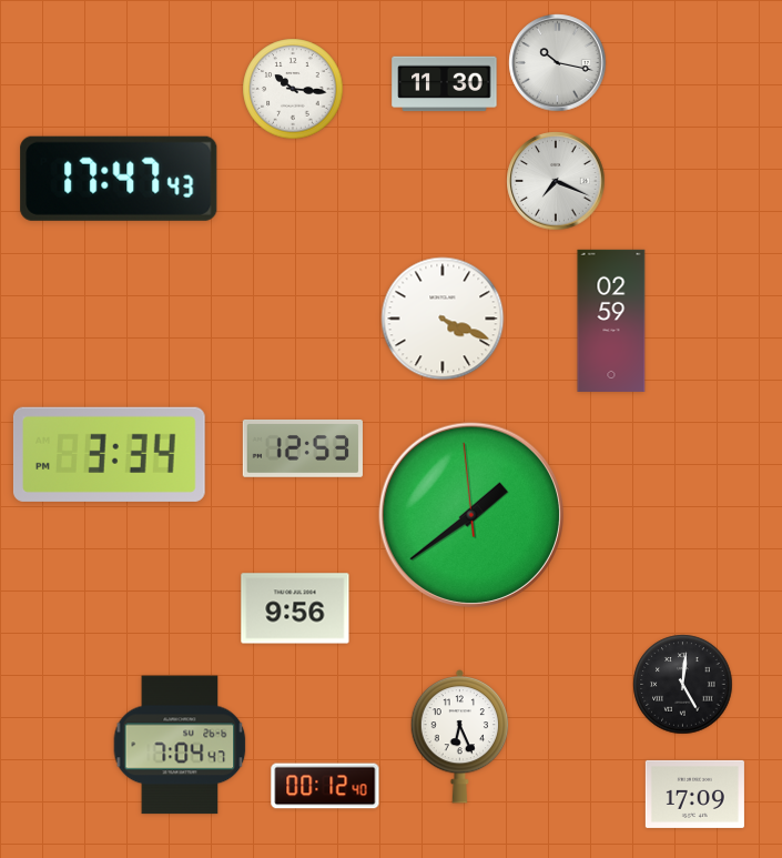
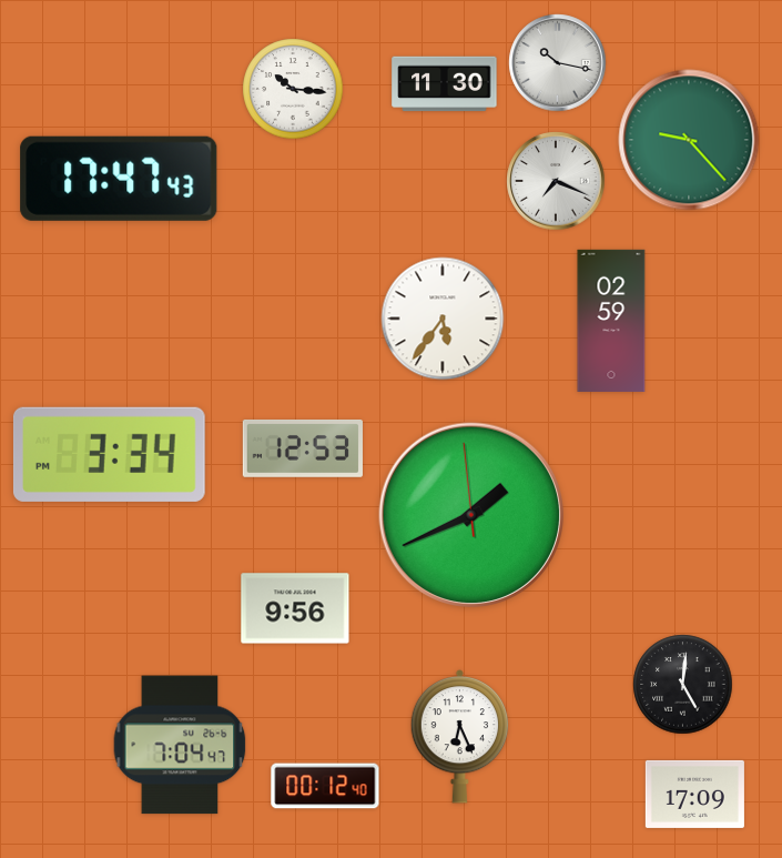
clock at (689, 140): none -> 9:23
clock at (443, 319): 4:19 -> 5:36
clock at (470, 514): 1:38 -> 1:40
